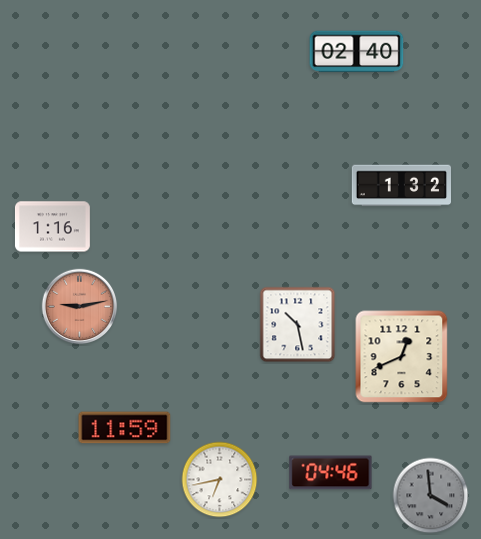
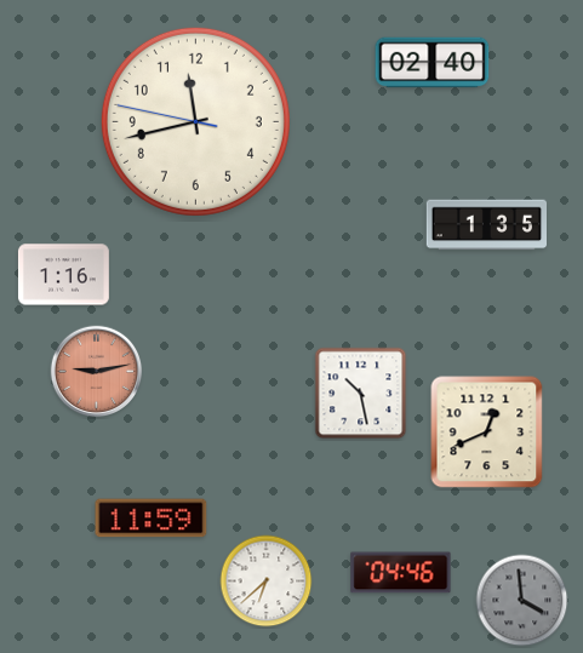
clock at (195, 121): none -> 11:42
clock at (401, 186): 1:32 -> 1:35
clock at (220, 480): 6:43 -> 6:38
